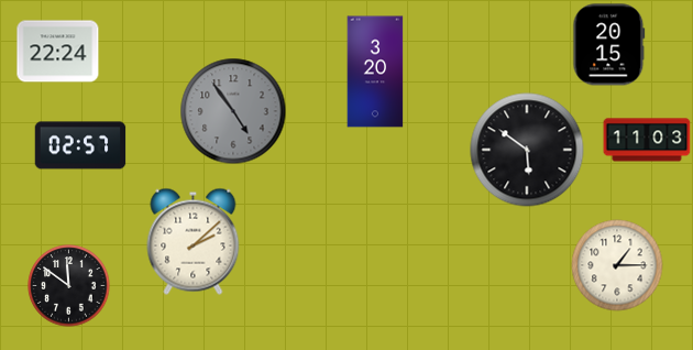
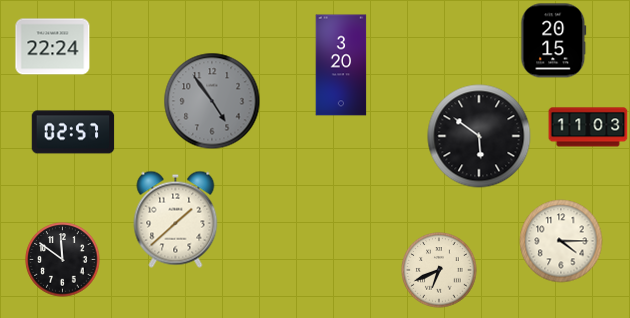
clock at (194, 241): 2:08 -> 1:38
clock at (617, 265): 1:15 -> 4:15
clock at (439, 270): none -> 6:41
